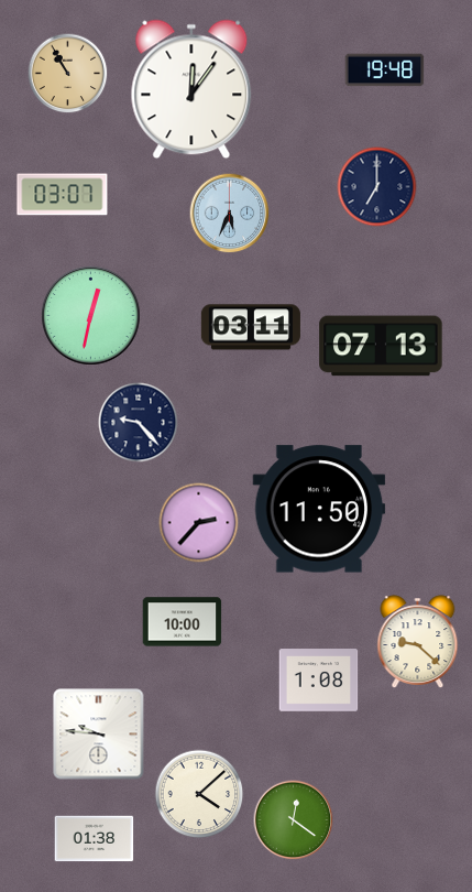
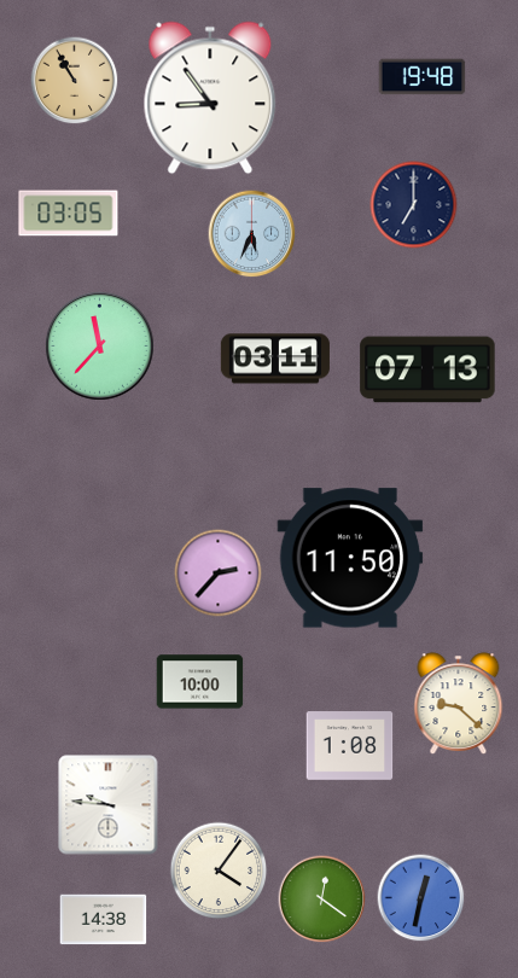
clock at (191, 89): 12:06 -> 8:54
clock at (63, 195): 03:07 -> 03:05
clock at (91, 316): 12:32 -> 11:37
clock at (381, 346) position: (381, 346) -> (427, 369)
clock at (139, 423): 9:23 -> none
clock at (199, 794): 4:08 -> 4:06
clock at (421, 898): none -> 12:32
clock at (95, 839): 01:38 -> 14:38
